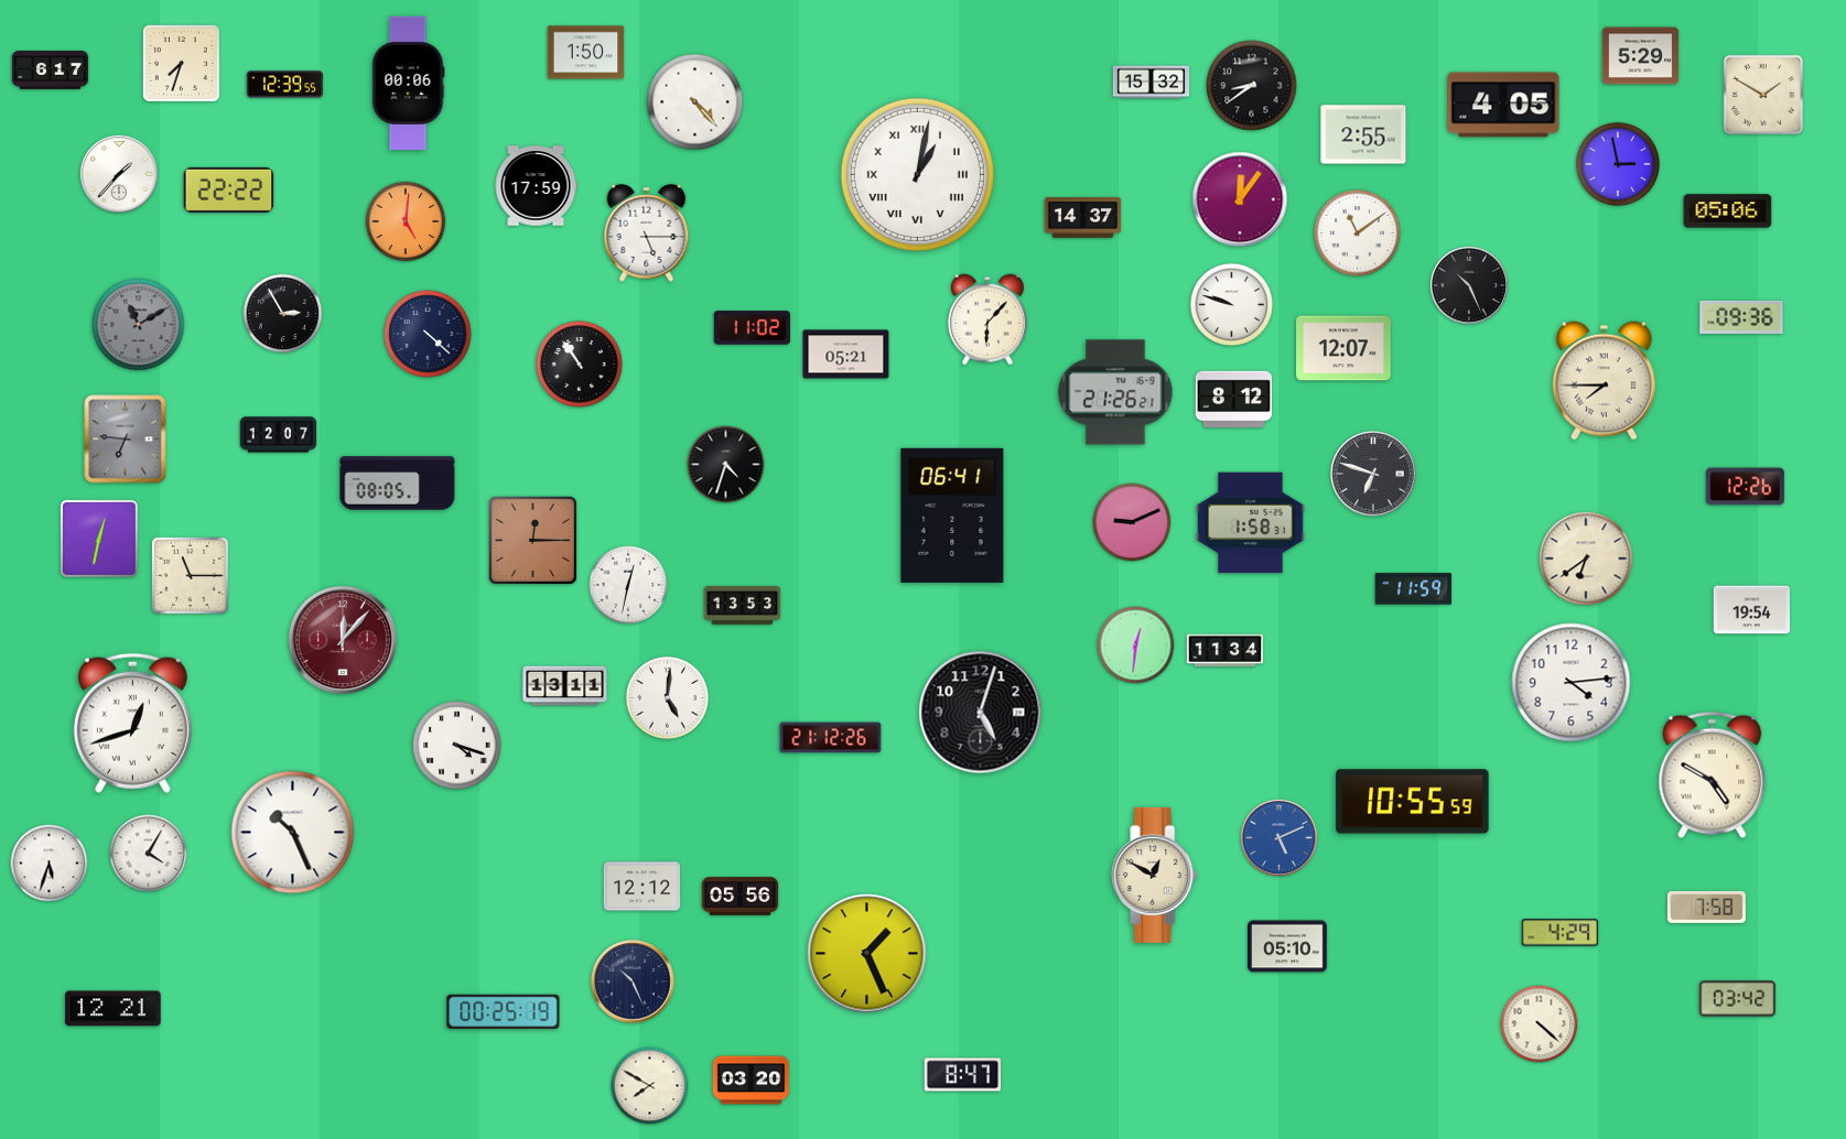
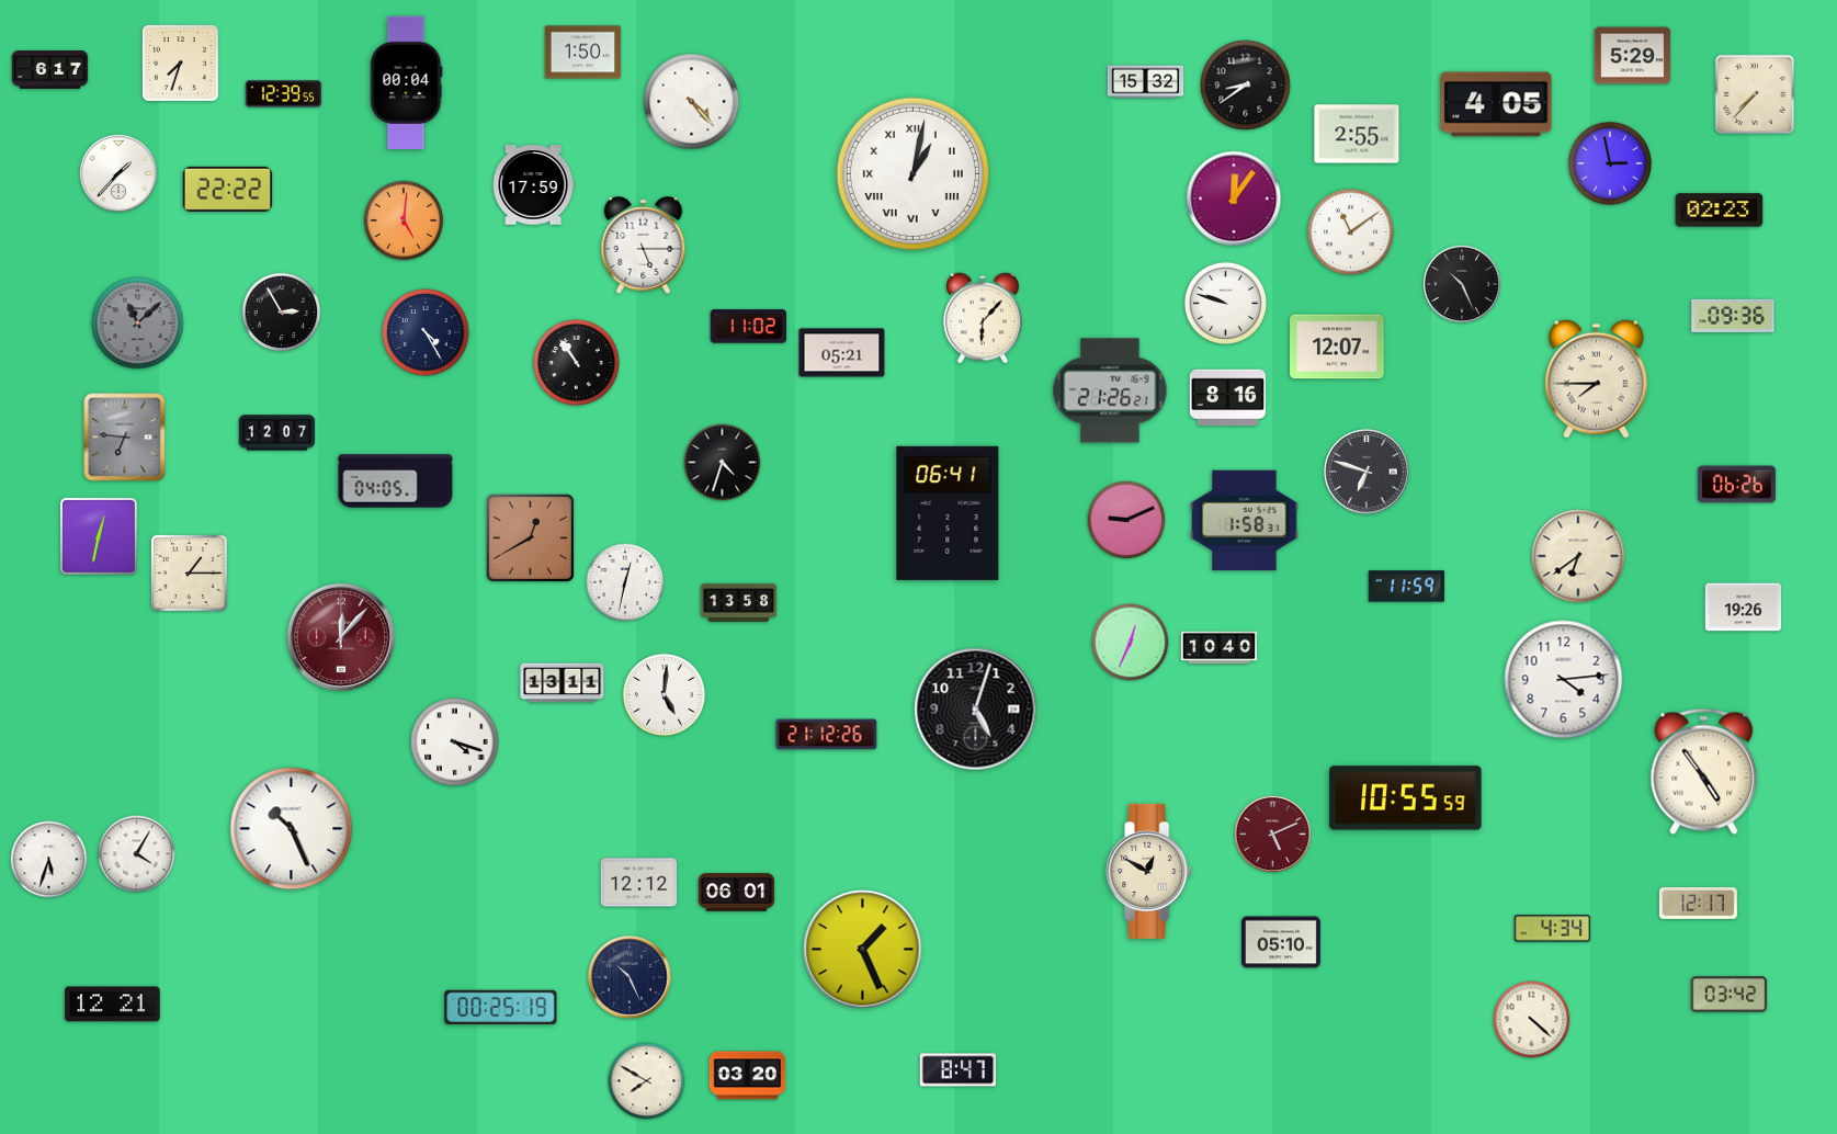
clock at (409, 83): 00:06 -> 00:04
clock at (285, 85) position: (285, 85) -> (284, 94)
clock at (1763, 95): 1:50 -> 7:37
clock at (1728, 211): 05:06 -> 02:23
clock at (1083, 218): 14:37 -> none
clock at (647, 234) position: (647, 234) -> (644, 246)
clock at (139, 325): 11:10 -> 11:08
clock at (428, 334): 4:22 -> 4:25
clock at (1234, 399): 8:12 -> 8:16
clock at (398, 484): 08:05 -> 04:05
clock at (1745, 487): 12:26 -> 06:26
clock at (532, 540): 12:15 -> 12:40
clock at (190, 575): 11:15 -> 1:15
clock at (743, 606): 13:53 -> 13:58
clock at (1752, 610): 19:54 -> 19:26
clock at (1136, 646): 12:31 -> 12:34
clock at (1226, 651): 11:34 -> 10:40
clock at (132, 723): 12:42 -> none
clock at (1713, 775): 4:50 -> 4:54
clock at (1278, 837) dial: blue -> burgundy
clock at (149, 854) position: (149, 854) -> (137, 854)
clock at (741, 897): 05:56 -> 06:01
clock at (1706, 907): 7:58 -> 12:17
clock at (1561, 933): 4:29 -> 4:34
